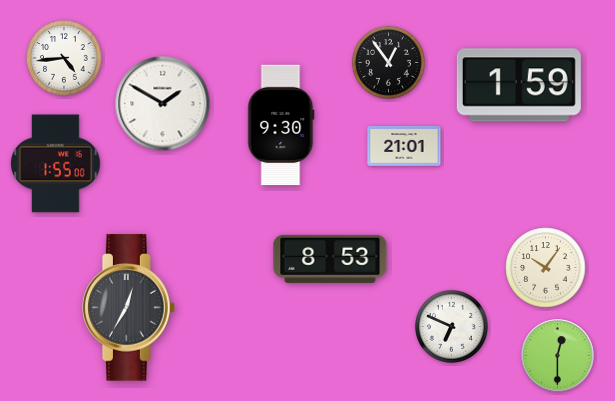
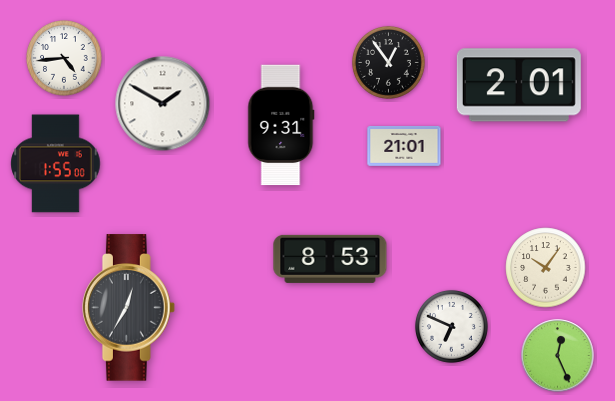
clock at (519, 85): 1:59 -> 2:01
clock at (281, 125): 9:30 -> 9:31
clock at (558, 356): 12:30 -> 12:26
